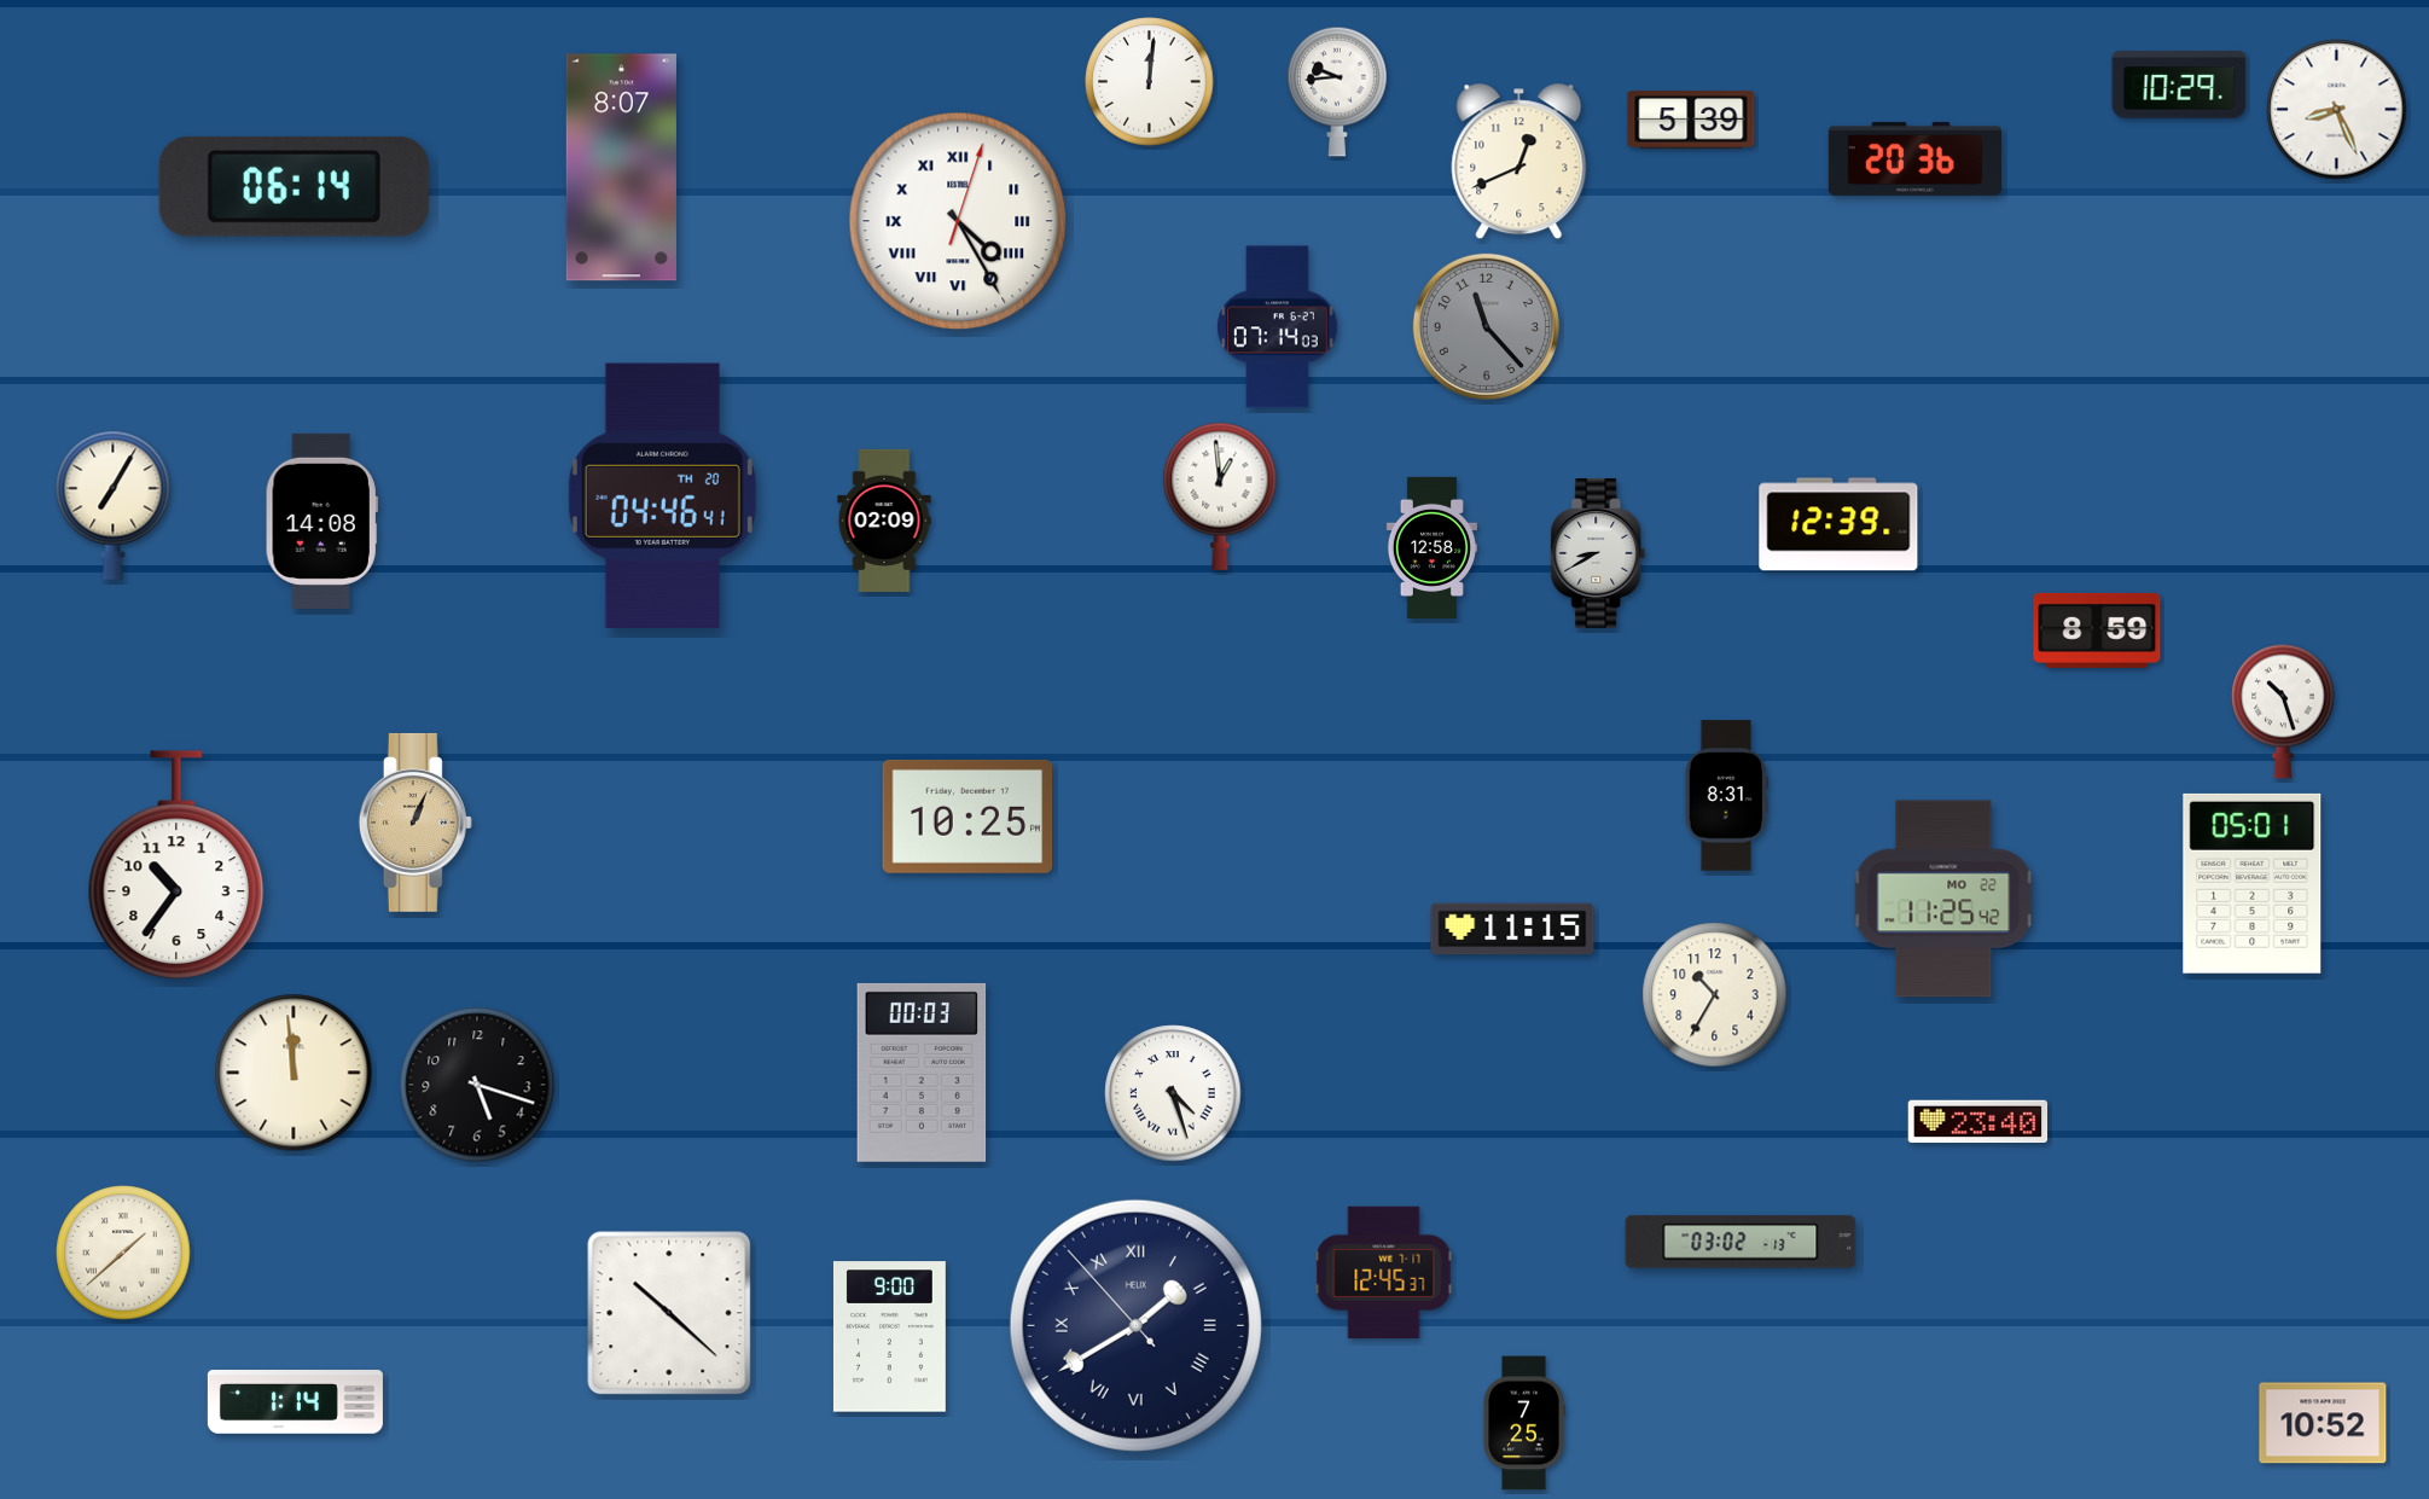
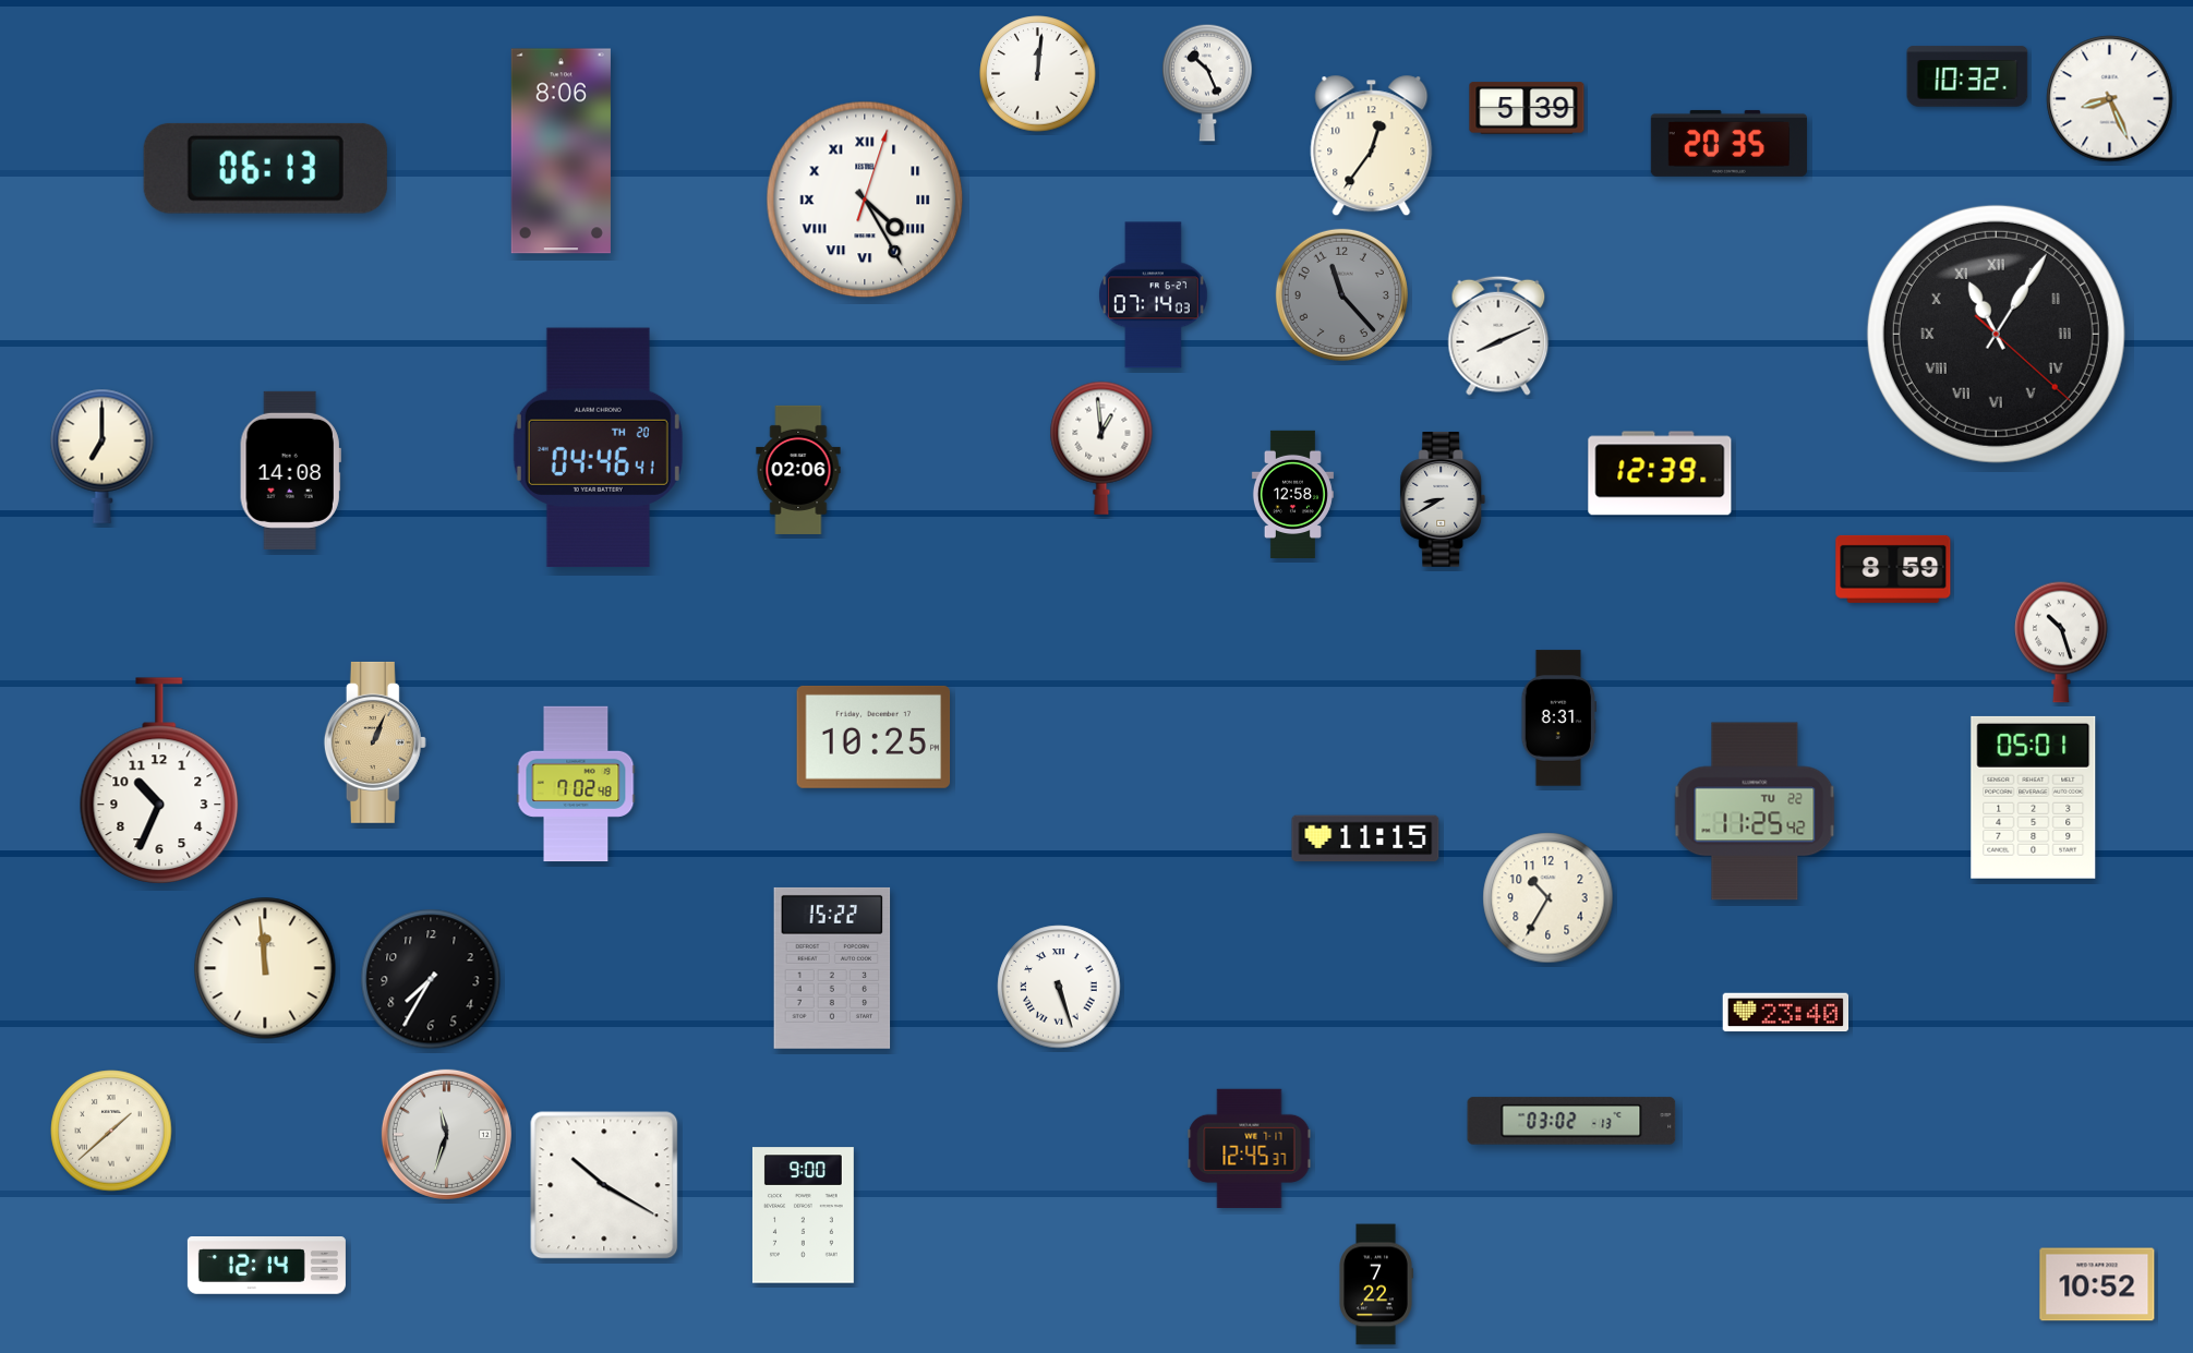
clock at (2179, 85): 10:29 -> 10:32
clock at (1337, 92): 9:44 -> 10:26
clock at (1914, 158): 20:36 -> 20:35
clock at (1519, 162): 12:41 -> 12:36
clock at (621, 168): 8:07 -> 8:06
clock at (294, 186): 06:14 -> 06:13
clock at (1996, 334): none -> 11:05
clock at (1498, 336): none -> 8:11
clock at (114, 505): 7:05 -> 7:00
clock at (884, 521): 02:09 -> 02:06
clock at (176, 865): 10:36 -> 10:34
clock at (576, 784): none -> 7:02
clock at (1943, 899) date: MO 22 -> TU 22
clock at (922, 1073): 00:03 -> 15:22
clock at (477, 1085): 5:18 -> 7:35
clock at (1173, 1093): 4:27 -> 5:27
clock at (446, 1134): none -> 11:33
clock at (669, 1313): 10:22 -> 10:20
clock at (1135, 1325): 1:39 -> none
clock at (889, 1337) position: (889, 1337) -> (803, 1216)
clock at (295, 1402): 1:14 -> 12:14
clock at (1524, 1423): 7:25 -> 7:22
